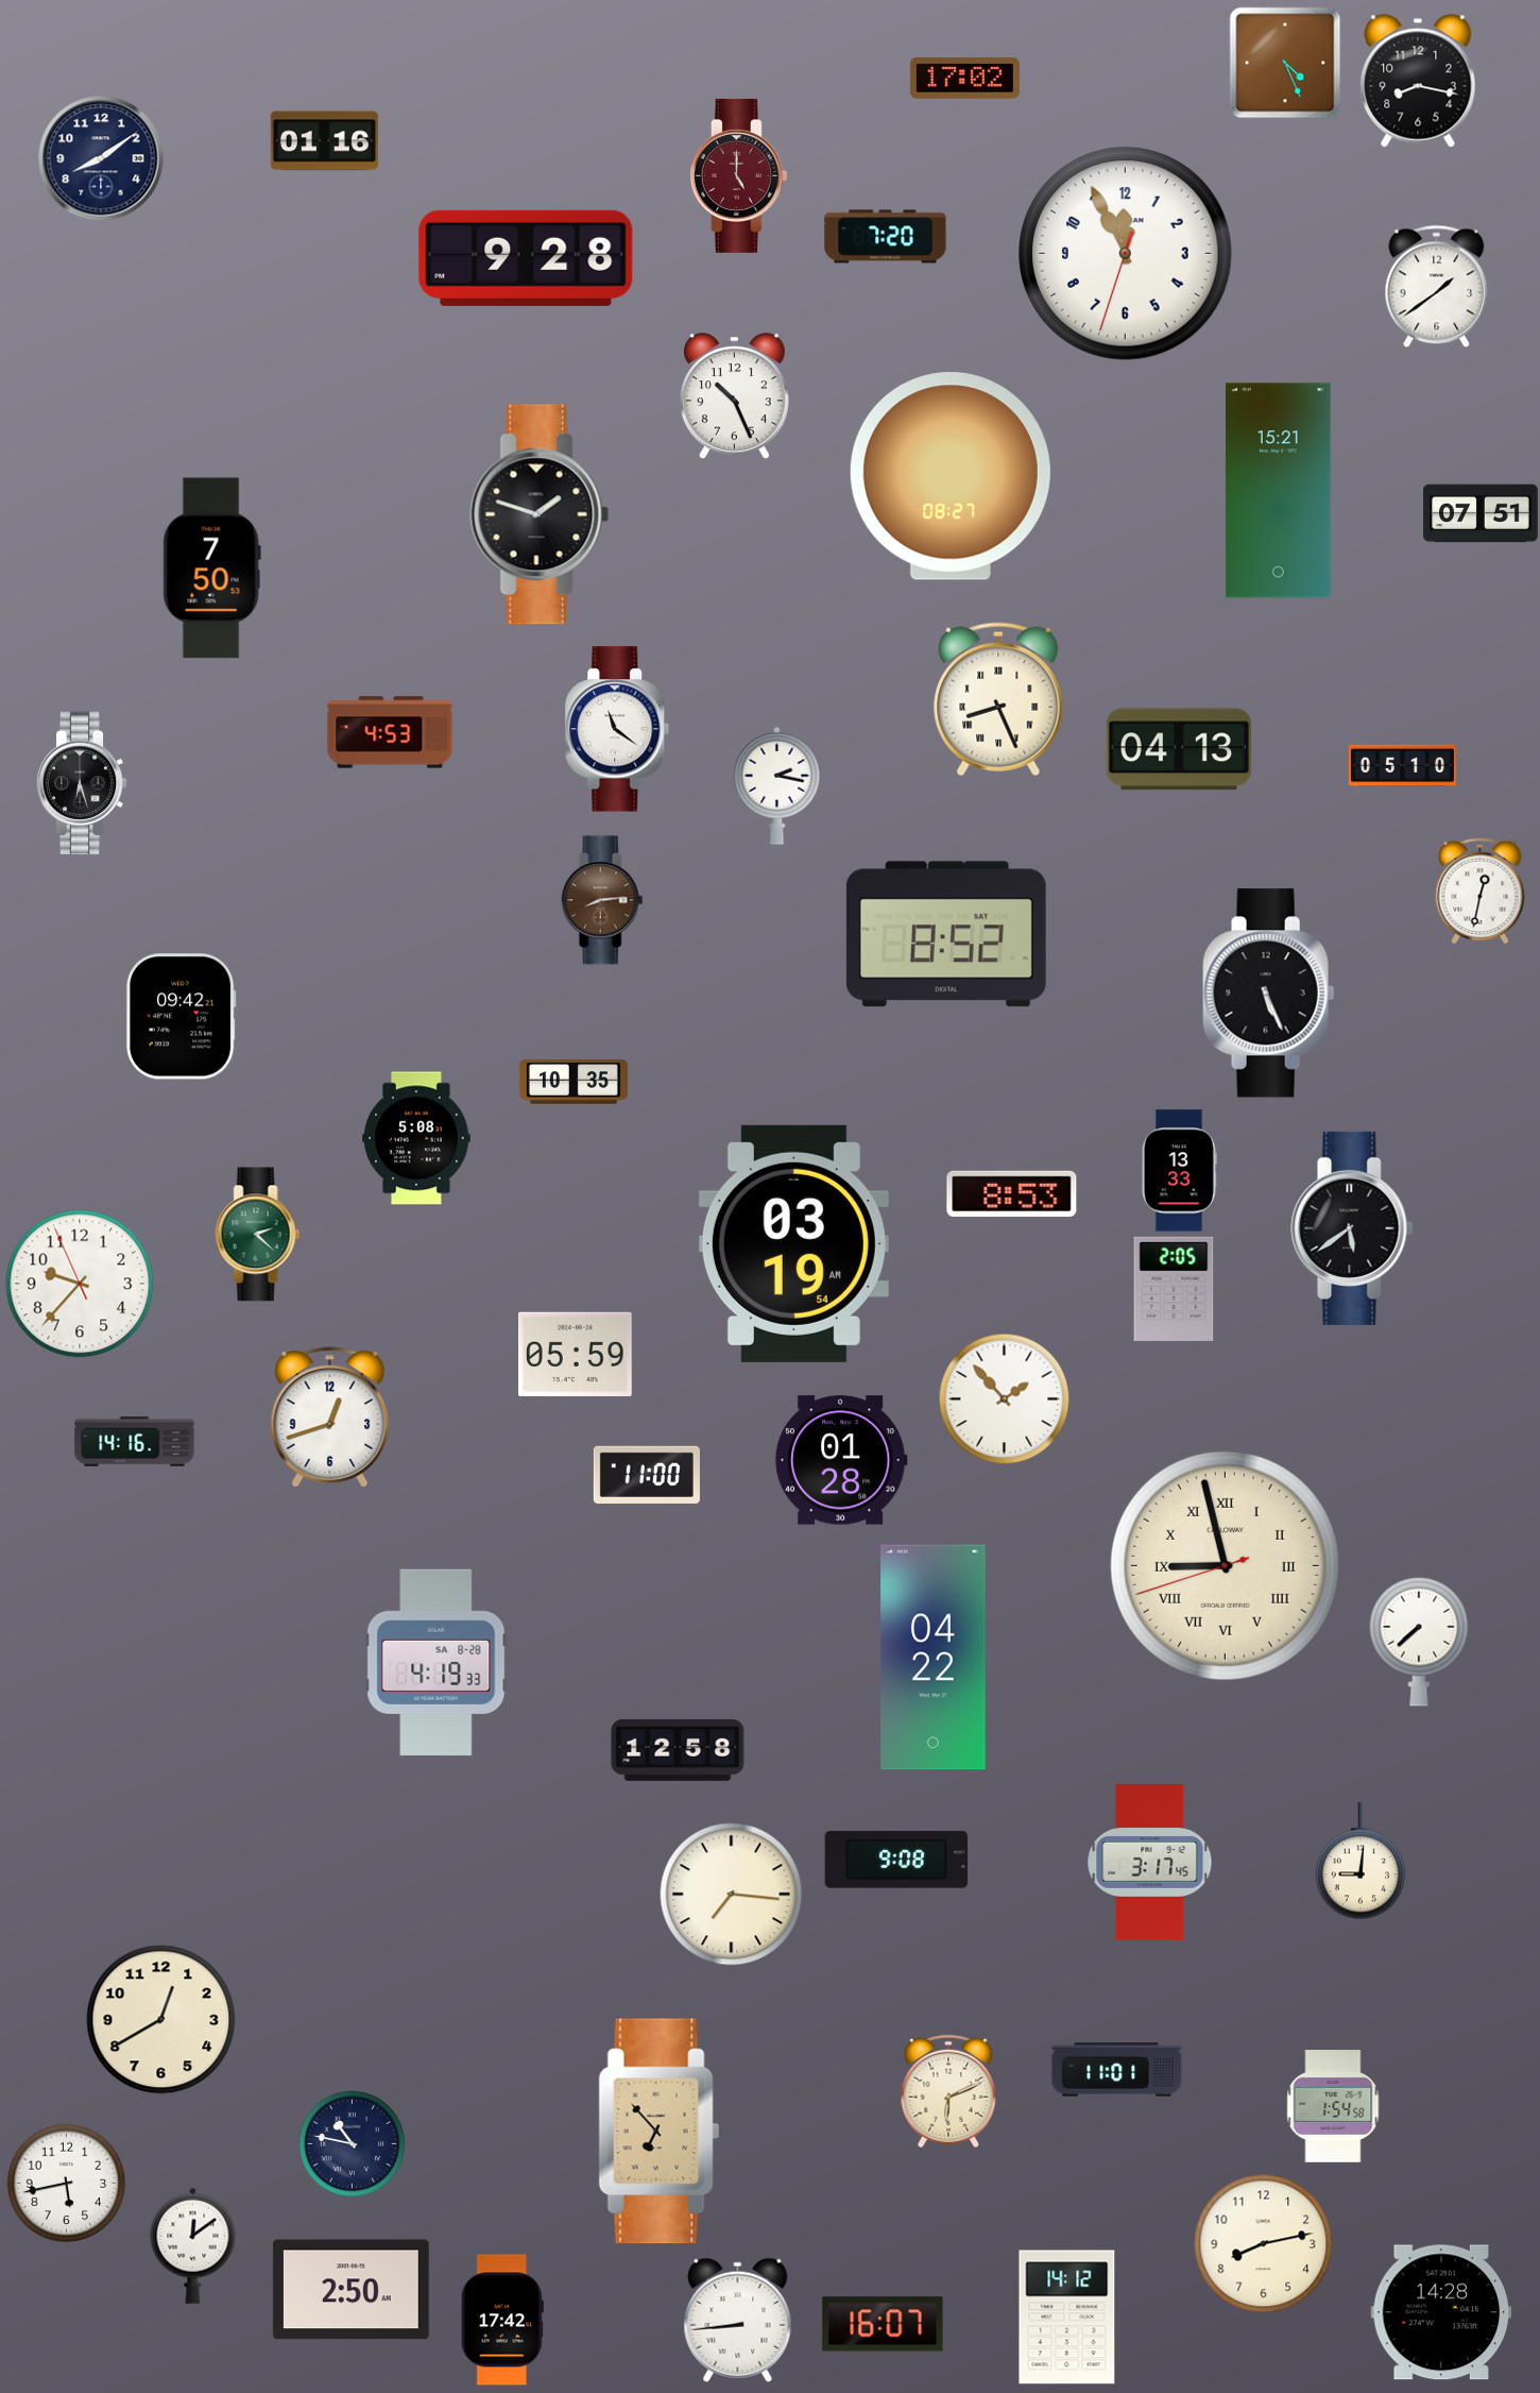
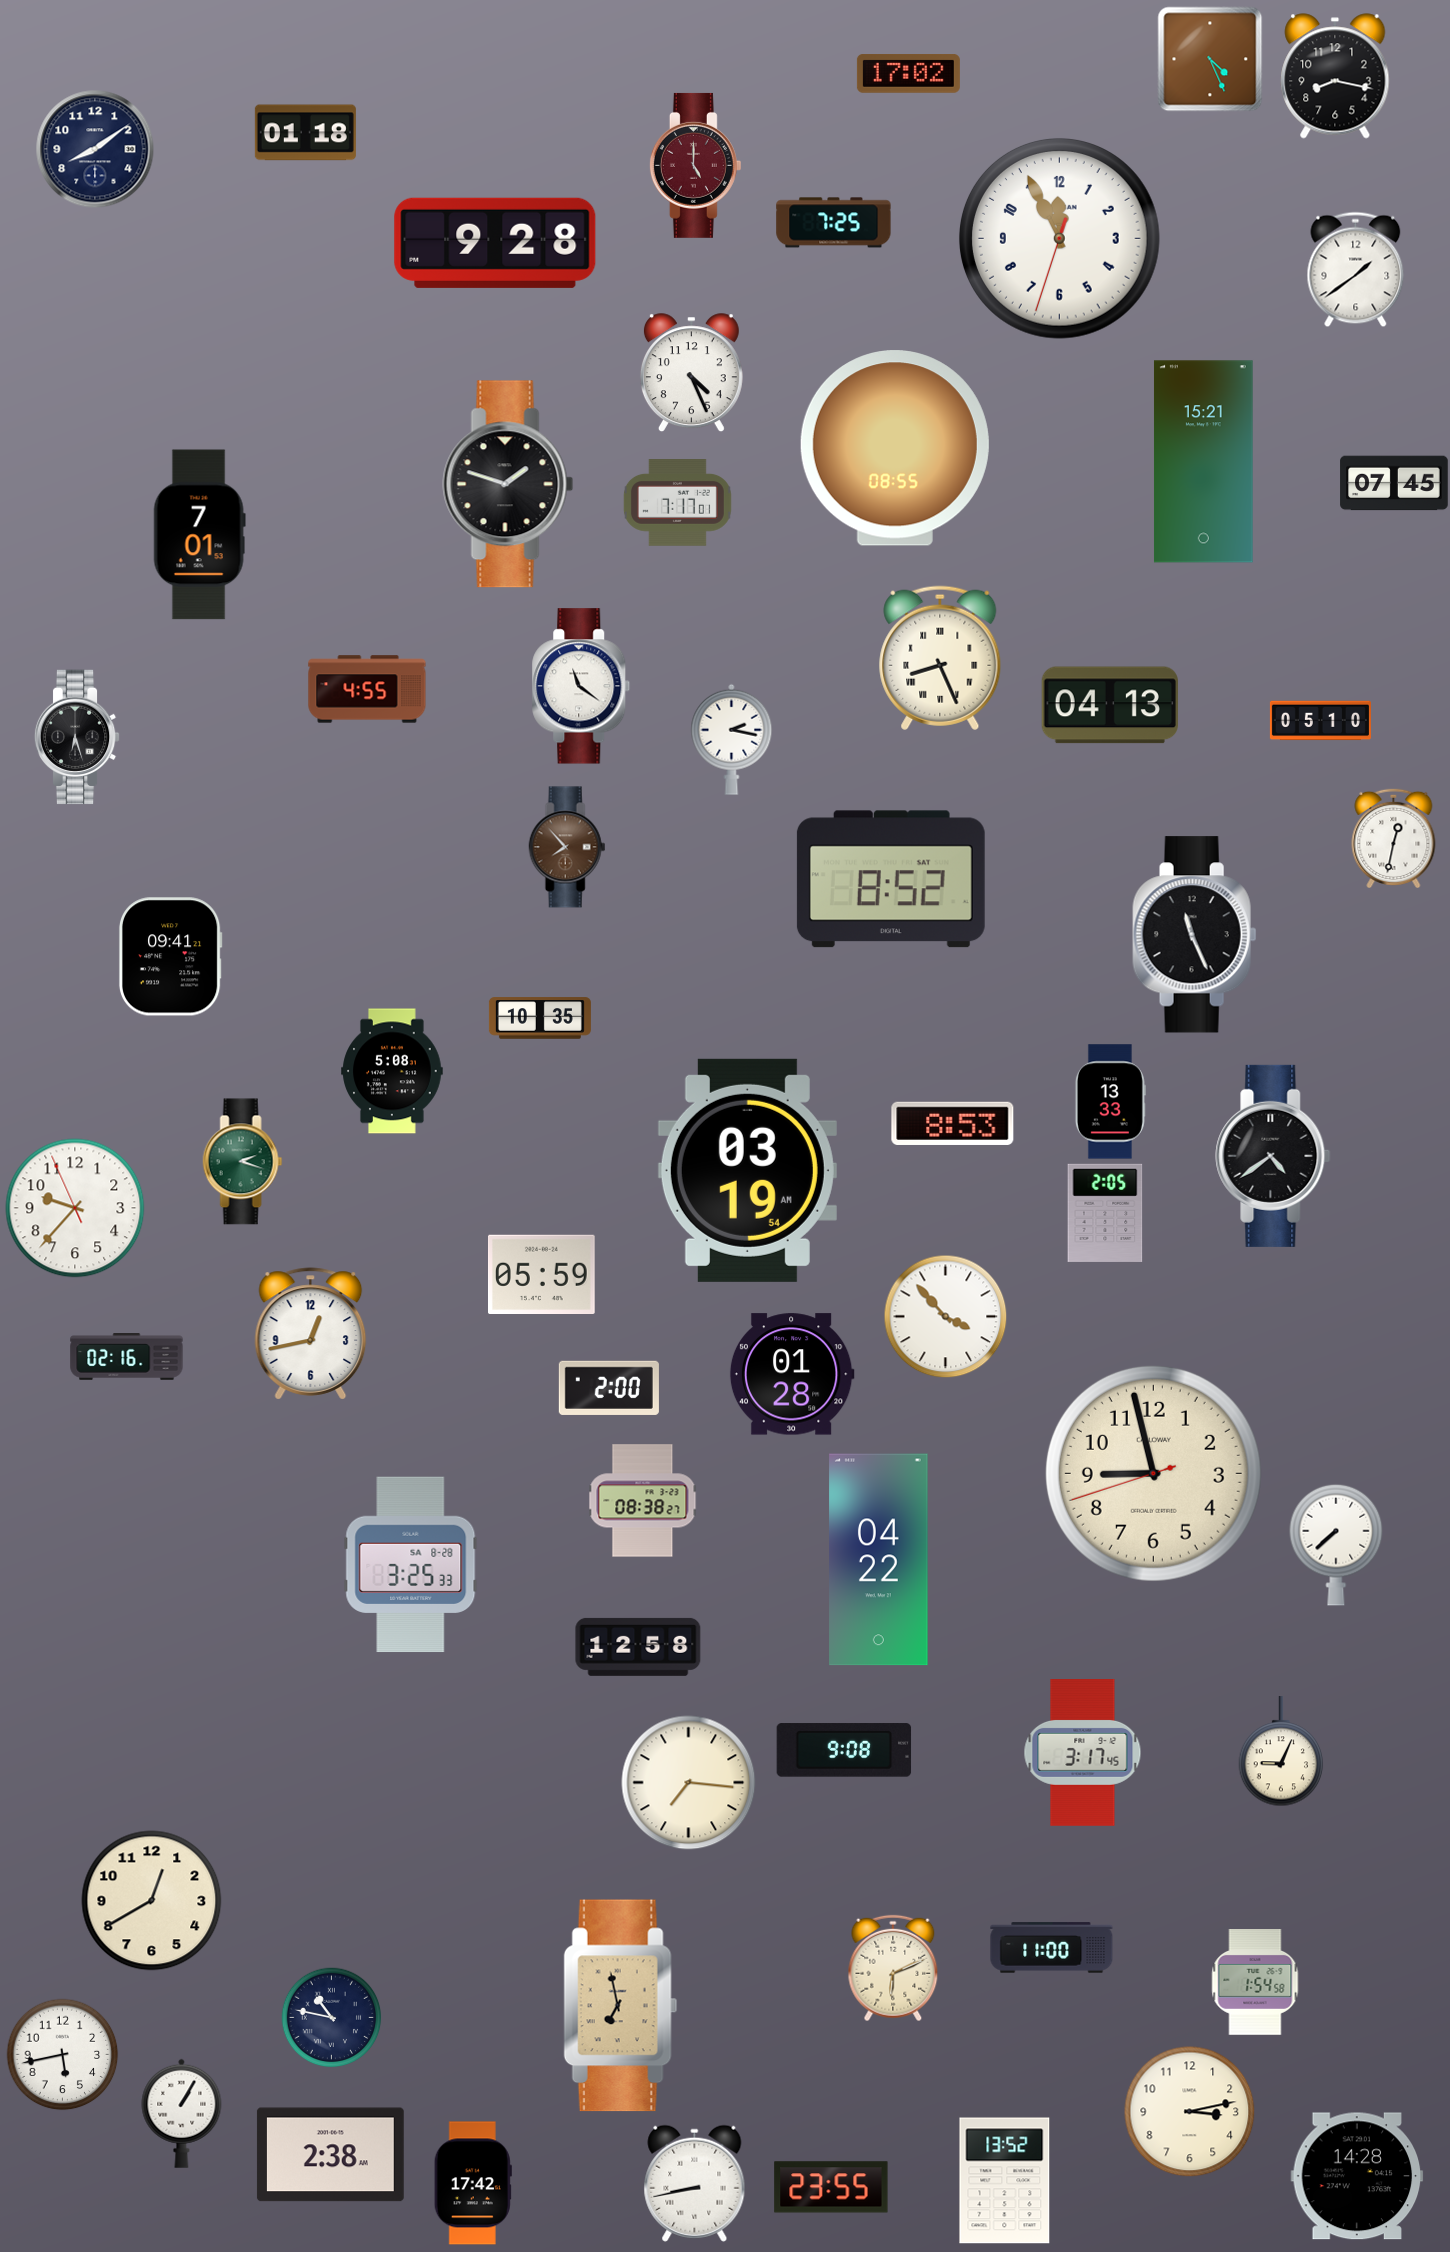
clock at (324, 141): 01:16 -> 01:18
clock at (886, 237): 7:20 -> 7:25
clock at (1437, 287) position: (1437, 287) -> (1356, 270)
clock at (734, 396): 10:26 -> 4:26
clock at (951, 476): 08:27 -> 08:55
clock at (1481, 513): 07:51 -> 07:45
clock at (677, 503): none -> 7:17
clock at (211, 568): 7:50 -> 7:01
clock at (390, 732): 4:53 -> 4:55
clock at (602, 900): 8:14 -> 7:53
clock at (1269, 994): 5:26 -> 11:26
clock at (181, 1017): 09:42 -> 09:41
clock at (1352, 1228): 5:39 -> 4:39
clock at (258, 1235): 2:22 -> 2:18
clock at (1005, 1399): 1:53 -> 3:53
clock at (330, 1418): 12:42 -> 12:43
clock at (135, 1442): 14:16 -> 02:16
clock at (647, 1475): 11:00 -> 2:00
clock at (1225, 1565) numerals: Roman -> Arabic
clock at (643, 1501): none -> 08:38
clock at (437, 1663): 4:19 -> 3:25
clock at (1361, 1862): 9:01 -> 9:04
clock at (1117, 2070): 11:01 -> 11:00
clock at (660, 2132): 6:53 -> 6:58
clock at (1264, 2244): 8:13 -> 3:13
clock at (193, 2245): 12:09 -> 1:05
clock at (350, 2290): 2:50 -> 2:38
clock at (1067, 2318): 14:12 -> 13:52
clock at (738, 2320): 8:44 -> 8:43
clock at (883, 2324): 16:07 -> 23:55
